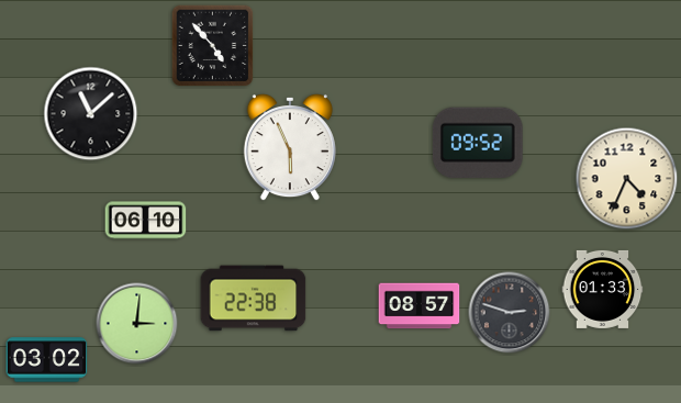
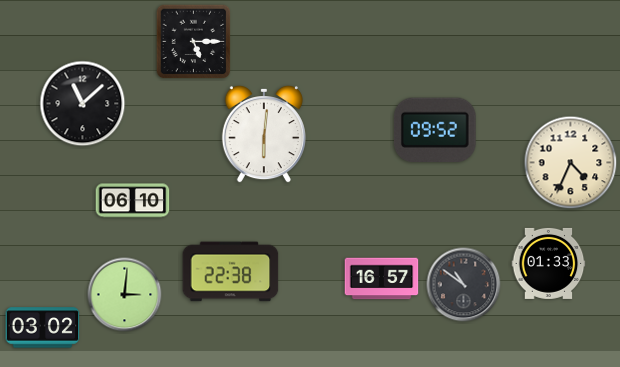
clock at (213, 46): 4:53 -> 5:15
clock at (290, 147): 5:56 -> 6:01
clock at (420, 306): 08:57 -> 16:57
clock at (510, 313): 2:48 -> 10:51
